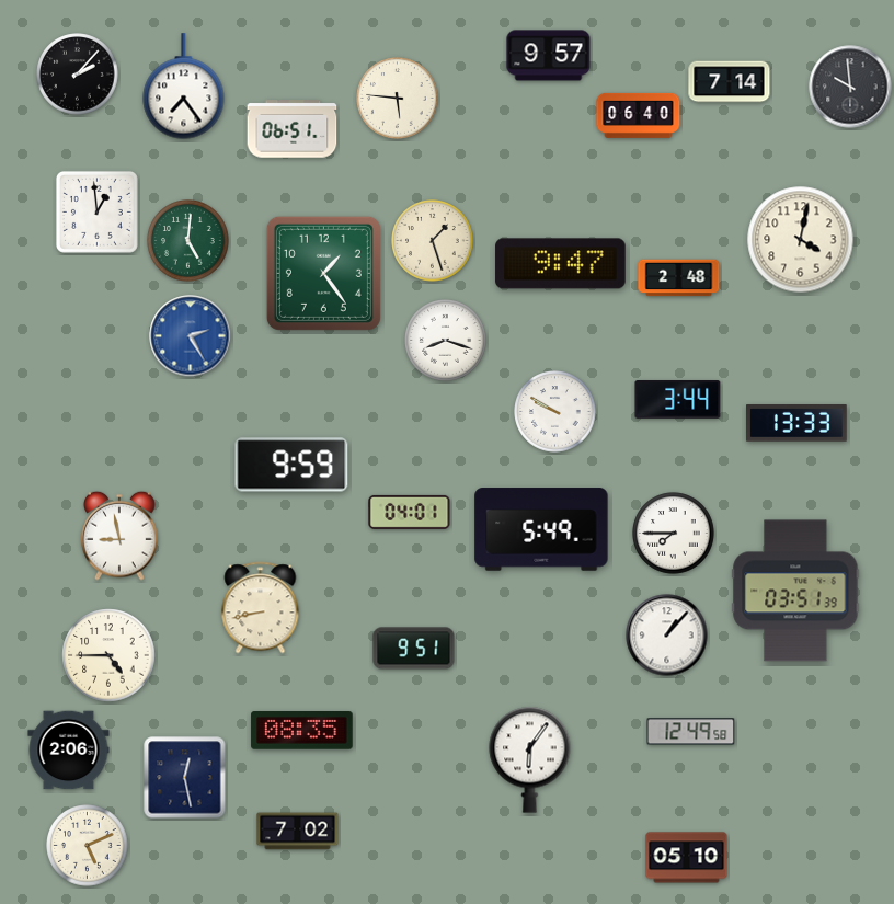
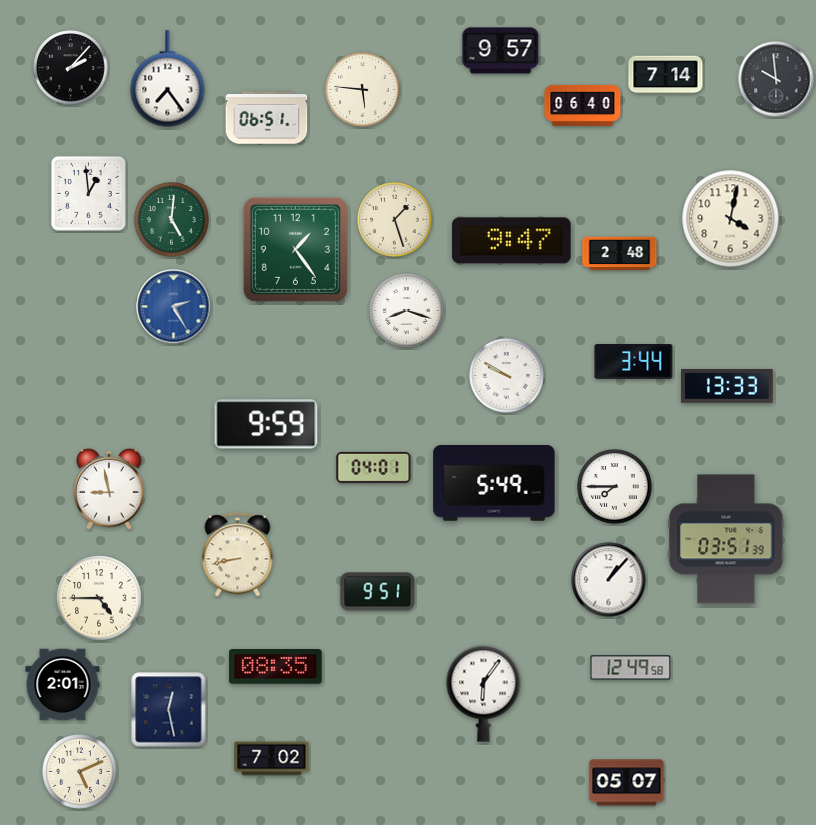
clock at (678, 400) position: (678, 400) -> (634, 362)
clock at (69, 751): 2:06 -> 2:01
clock at (687, 858): 05:10 -> 05:07
